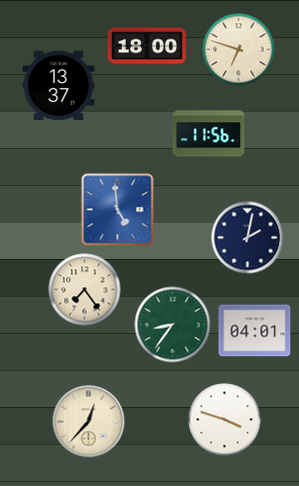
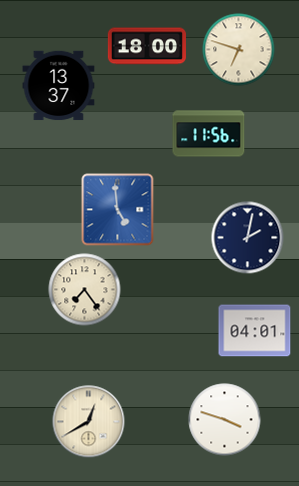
clock at (173, 325): 8:36 -> none
clock at (89, 422): 12:37 -> 12:40
